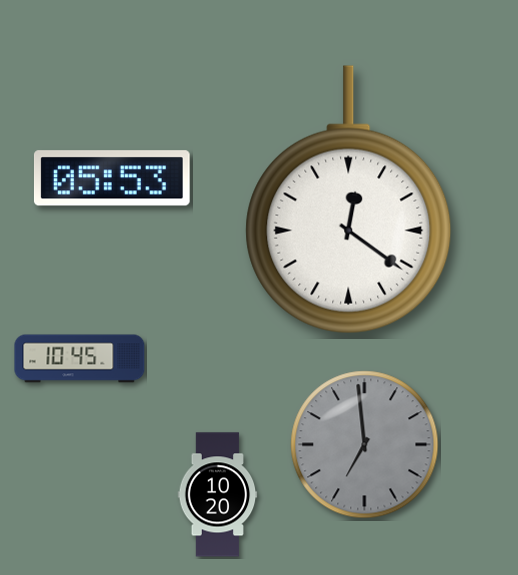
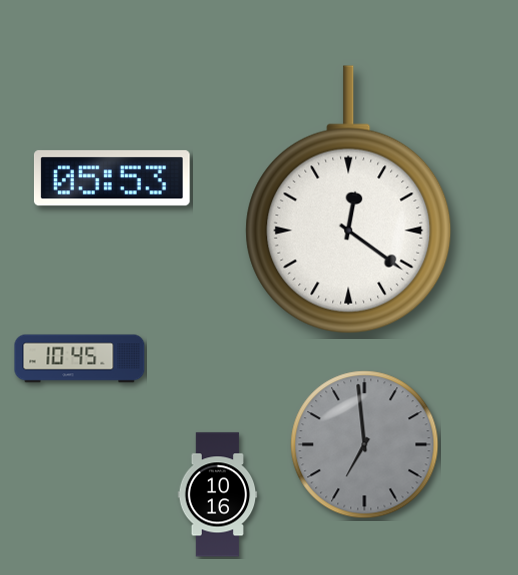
clock at (218, 495): 10:20 -> 10:16
